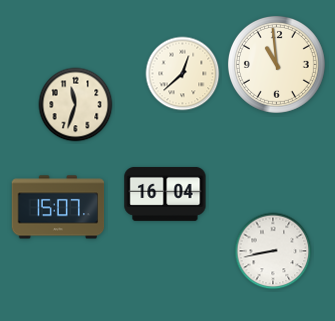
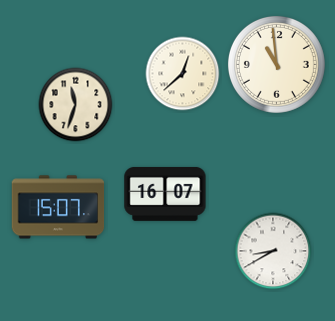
clock at (165, 194): 16:04 -> 16:07
clock at (273, 251): 8:43 -> 8:40
